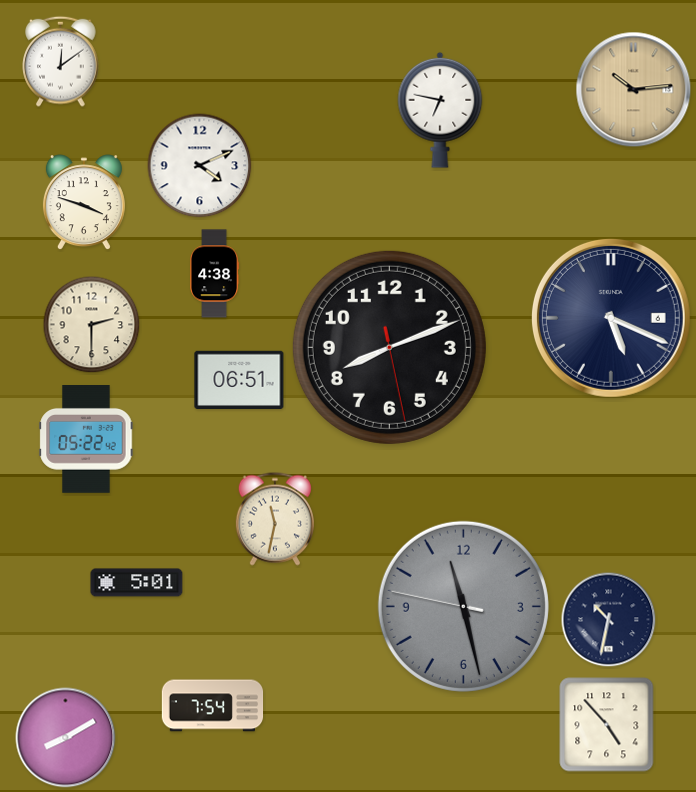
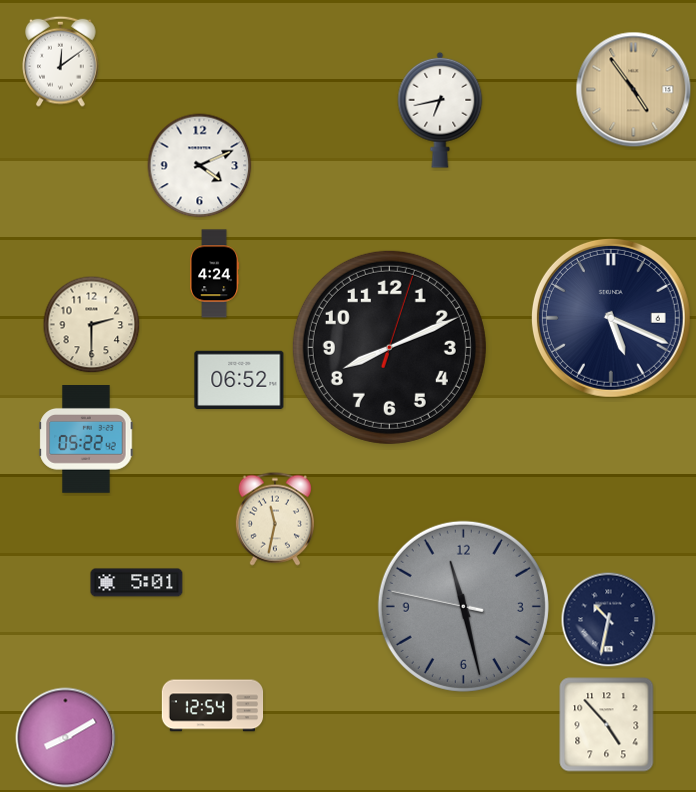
clock at (634, 90): 10:14 -> 4:54
clock at (440, 110): 6:47 -> 6:43
clock at (84, 203): 3:48 -> none
clock at (215, 274): 4:38 -> 4:24
clock at (389, 347): 8:11:28 -> 8:11:03
clock at (239, 379): 06:51 -> 06:52
clock at (213, 706): 7:54 -> 12:54
